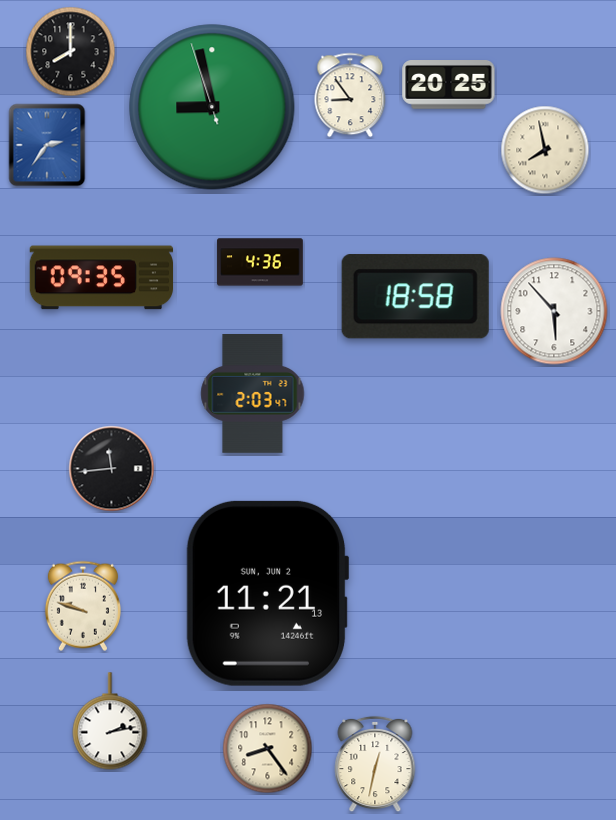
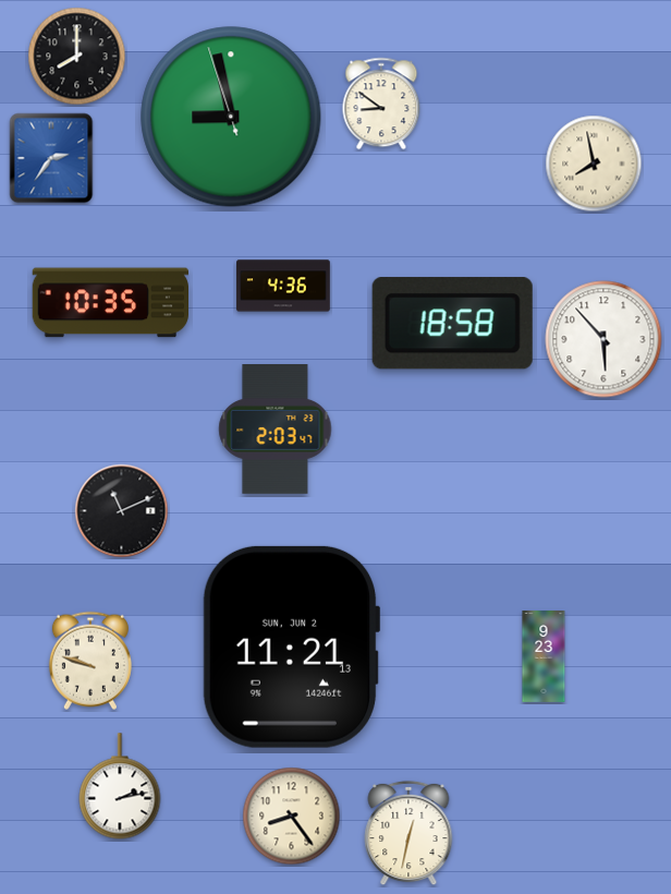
clock at (449, 85): 20:25 -> none
clock at (350, 95): 8:54 -> 8:51
clock at (102, 278): 09:35 -> 10:35
clock at (112, 469): 11:44 -> 11:11
clock at (544, 657): none -> 9:23
